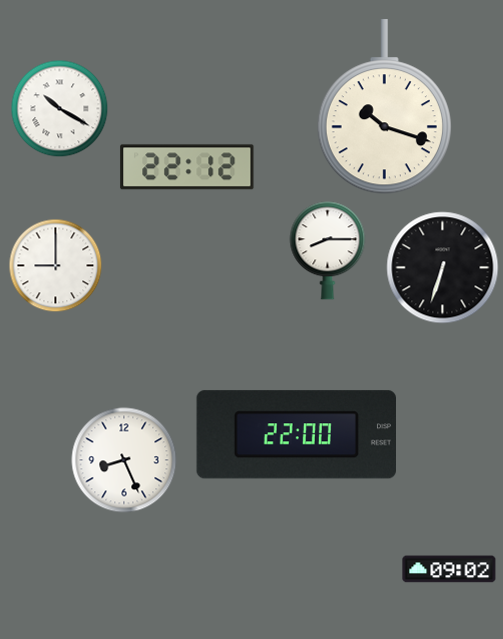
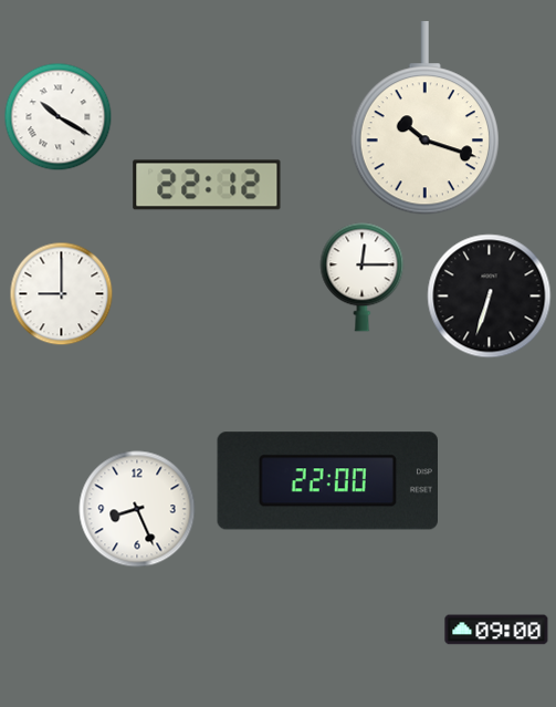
clock at (59, 108) position: (59, 108) -> (57, 116)
clock at (328, 251): 8:15 -> 12:15
clock at (449, 569): 09:02 -> 09:00
